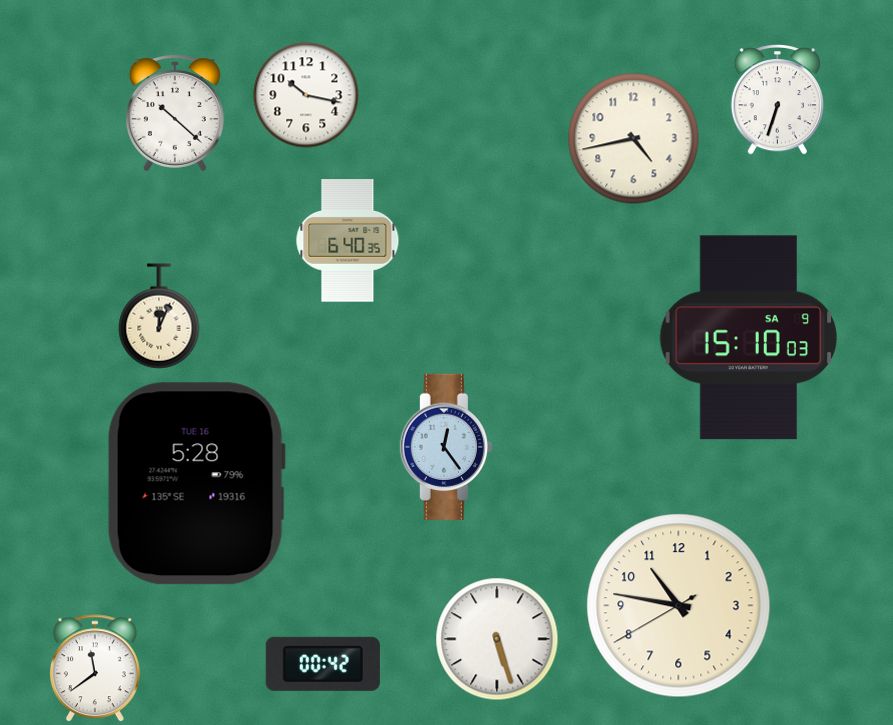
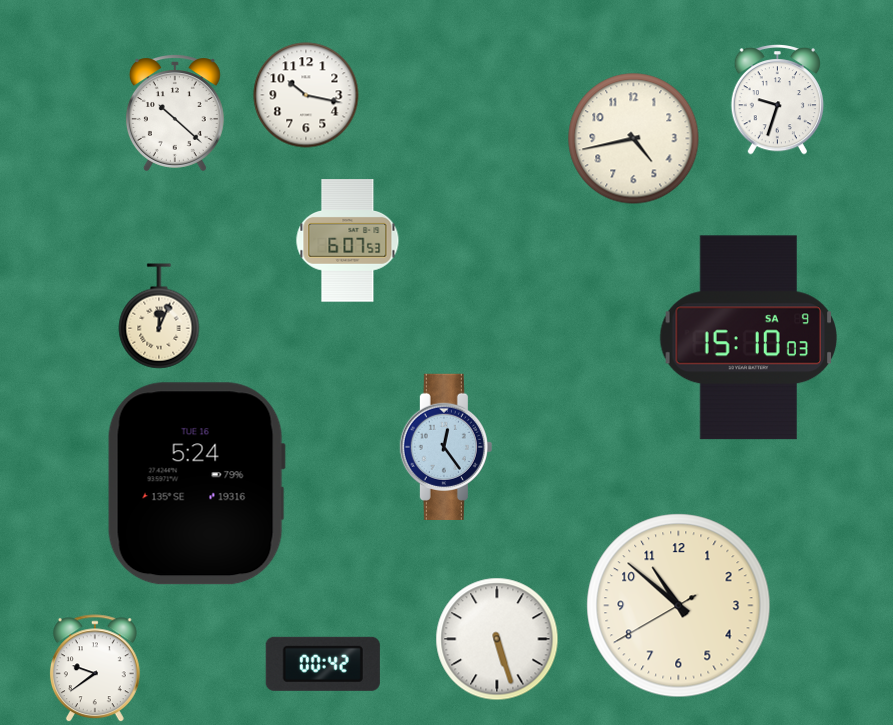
clock at (777, 100): 6:33 -> 9:33
clock at (348, 241): 6:40 -> 6:07
clock at (196, 484): 5:28 -> 5:24
clock at (679, 606): 10:46 -> 10:51
clock at (95, 669): 11:39 -> 9:39
